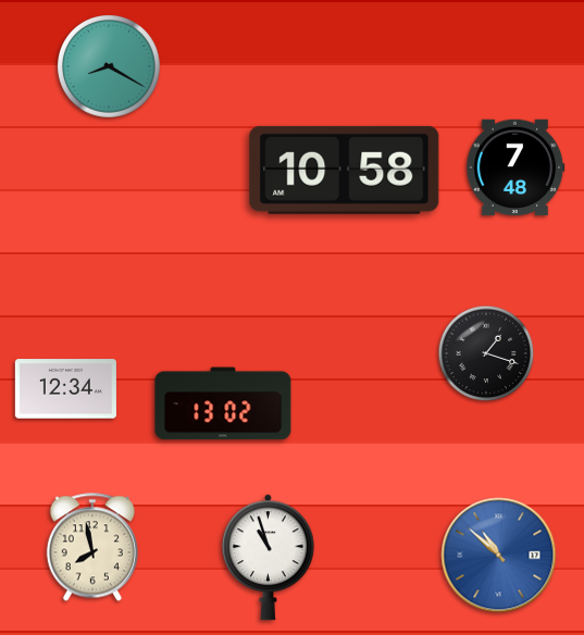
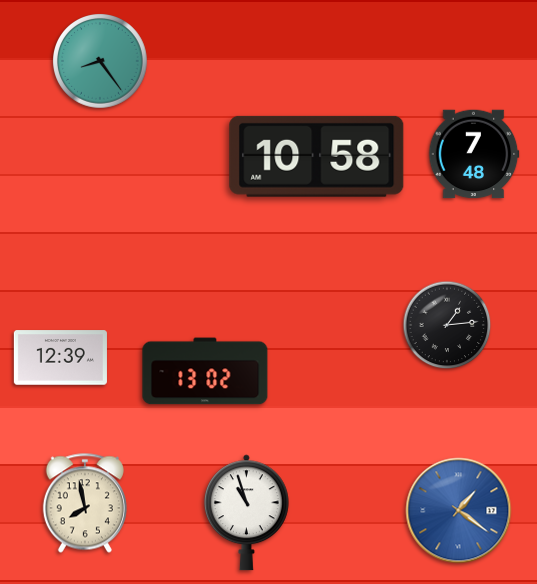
clock at (110, 67): 8:20 -> 8:24
clock at (486, 353): 1:18 -> 1:14
clock at (65, 389): 12:34 -> 12:39
clock at (499, 556): 10:52 -> 1:21
